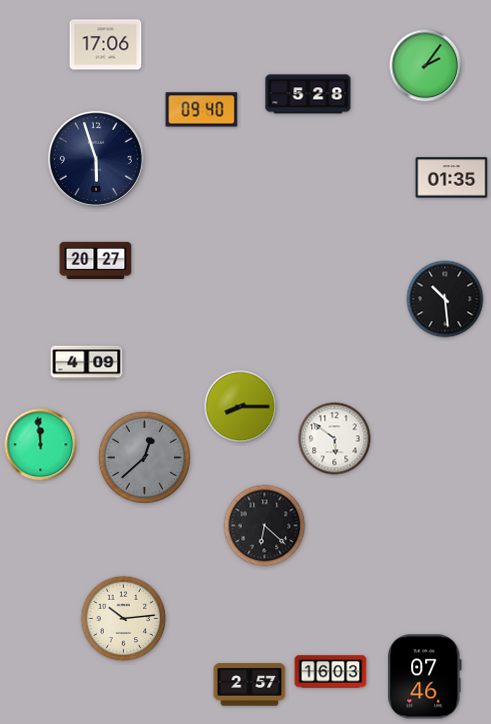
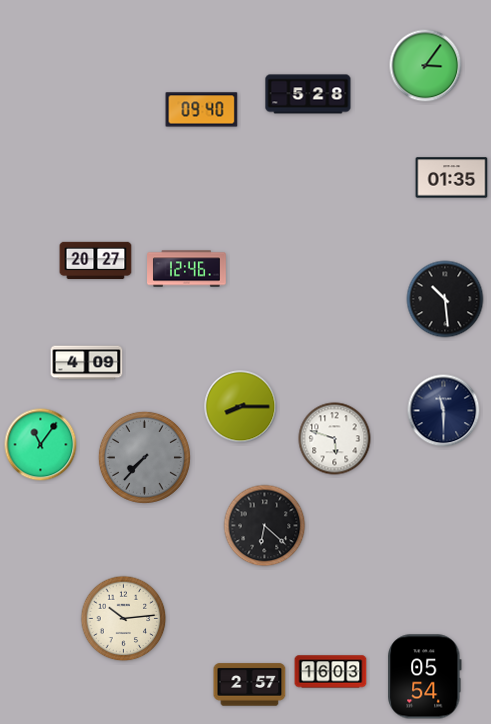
clock at (106, 45): 17:06 -> none
clock at (426, 66): 2:06 -> 3:06
clock at (96, 159): 5:57 -> none
clock at (187, 269): none -> 12:46
clock at (444, 411): none -> 11:30
clock at (335, 439): 5:51 -> 5:48
clock at (41, 445): 11:59 -> 11:06
clock at (144, 457): 12:38 -> 7:37
clock at (425, 677): 07:46 -> 05:54
